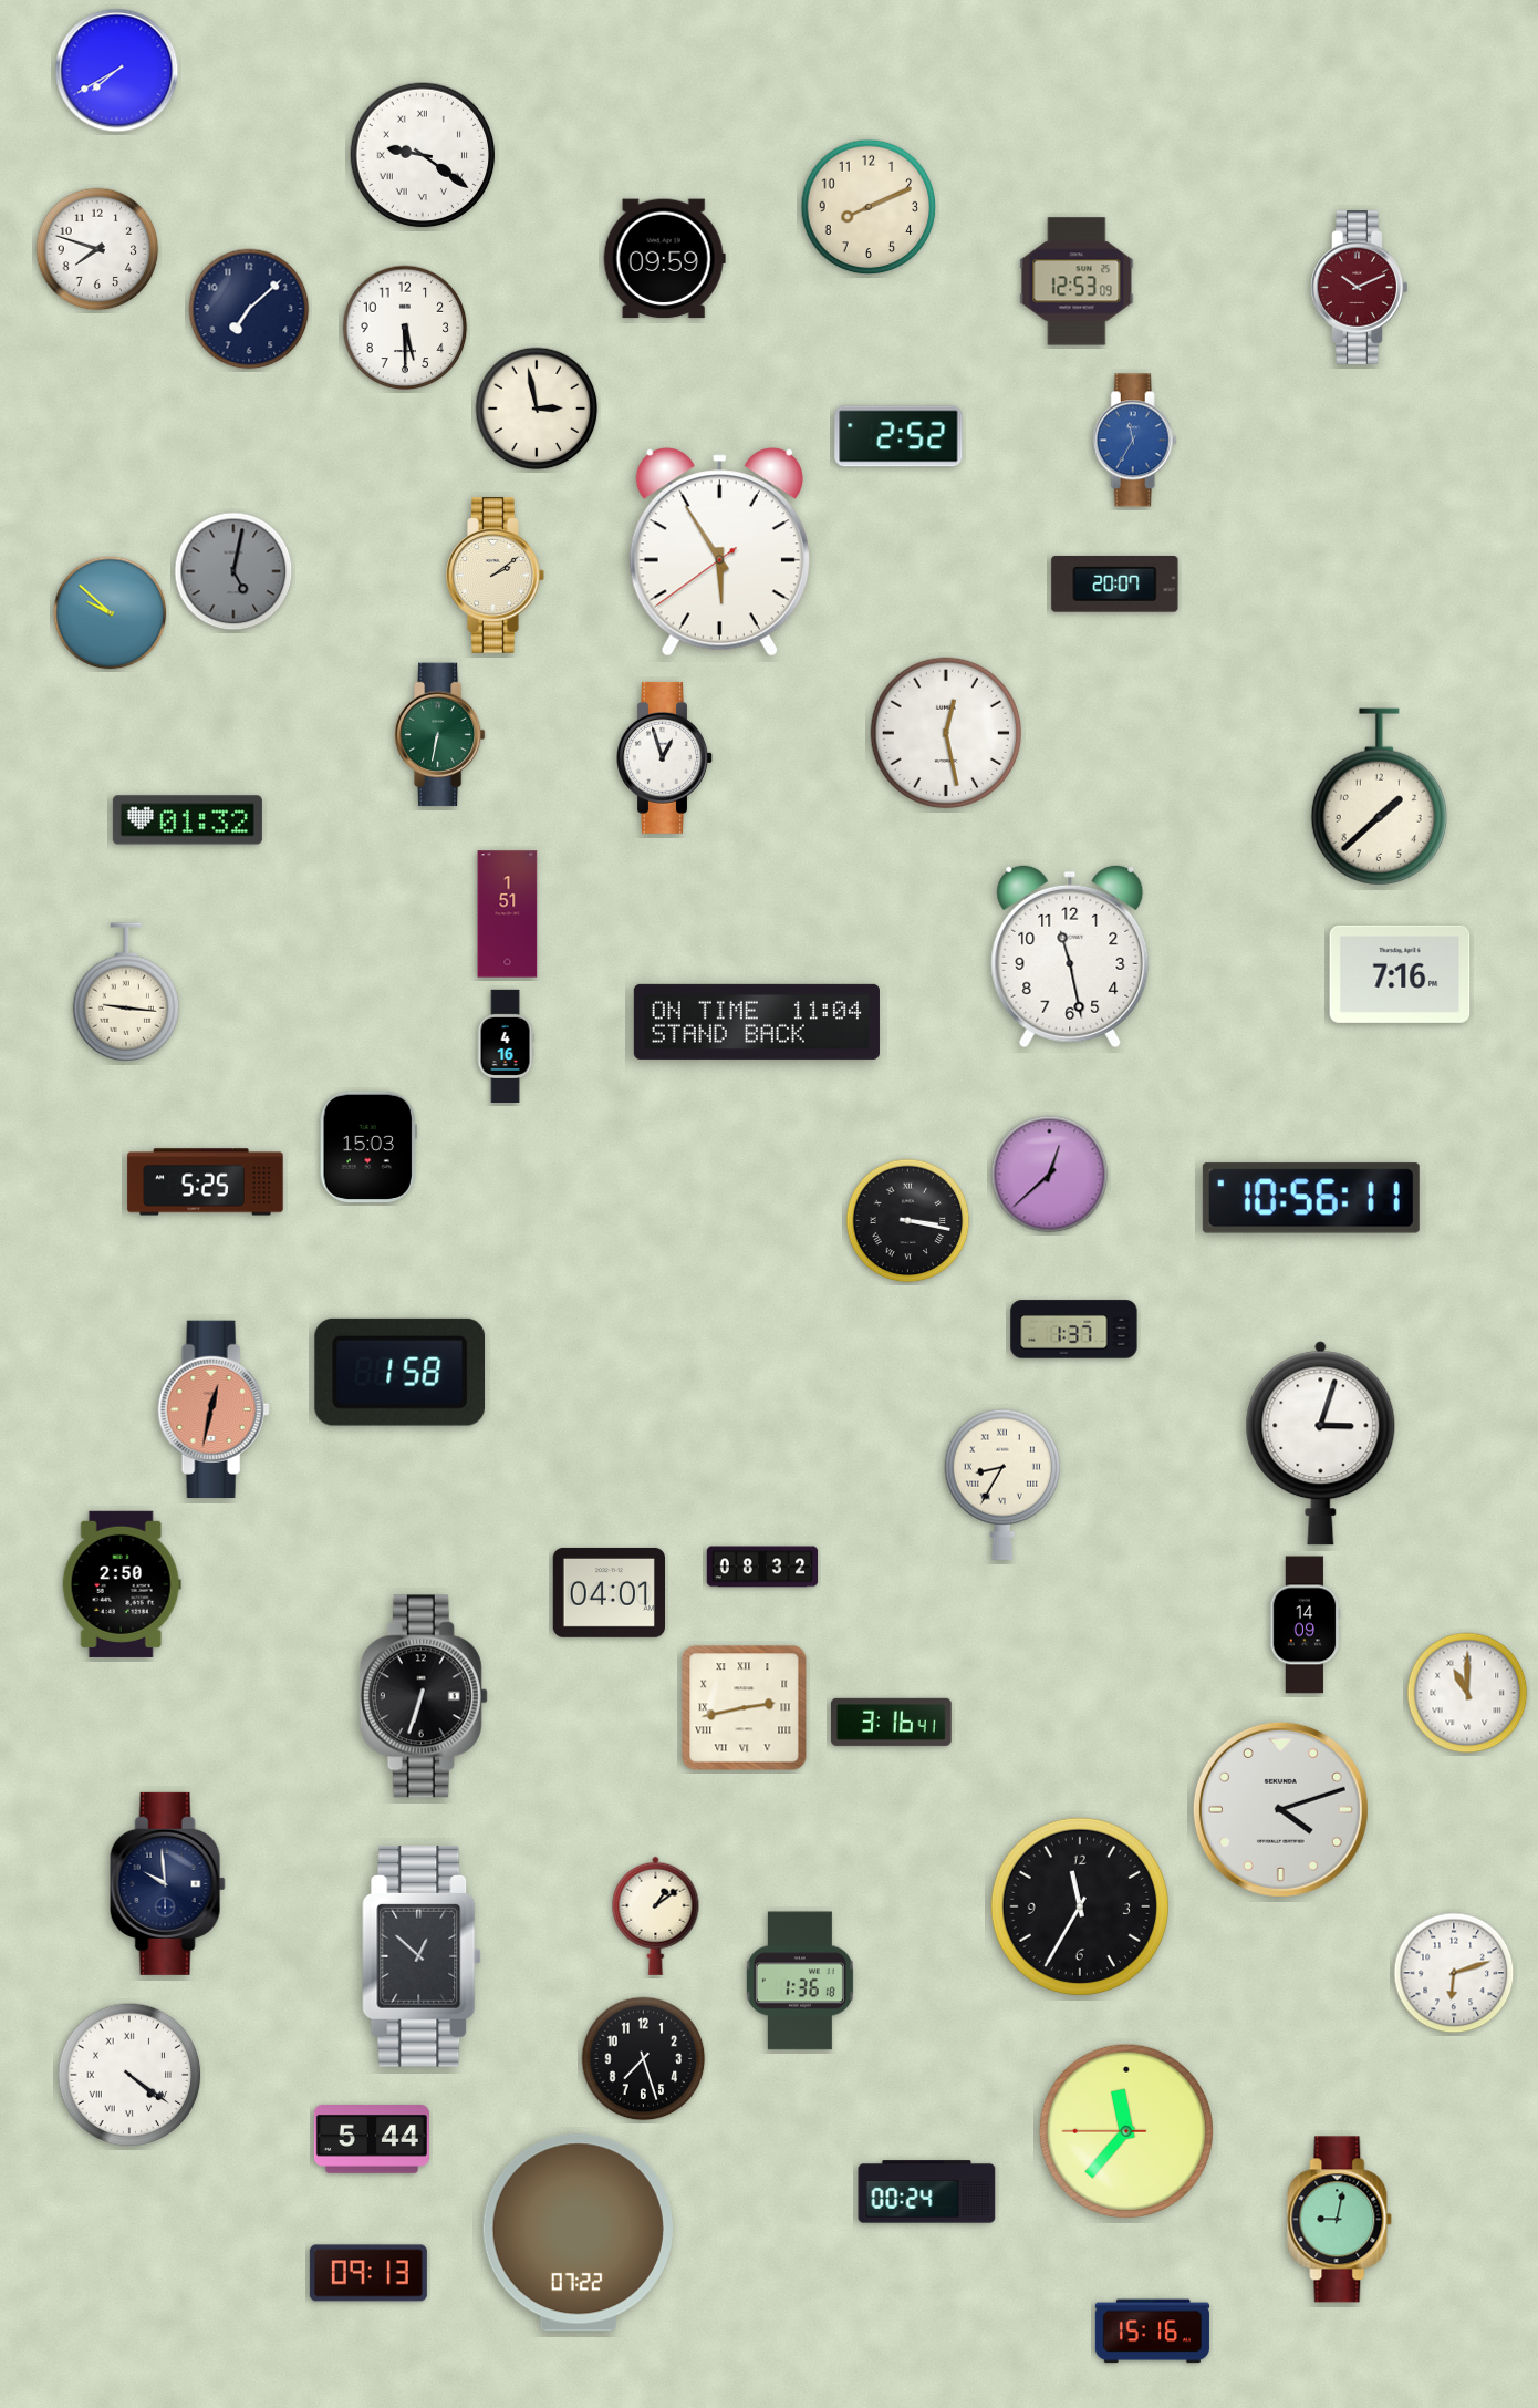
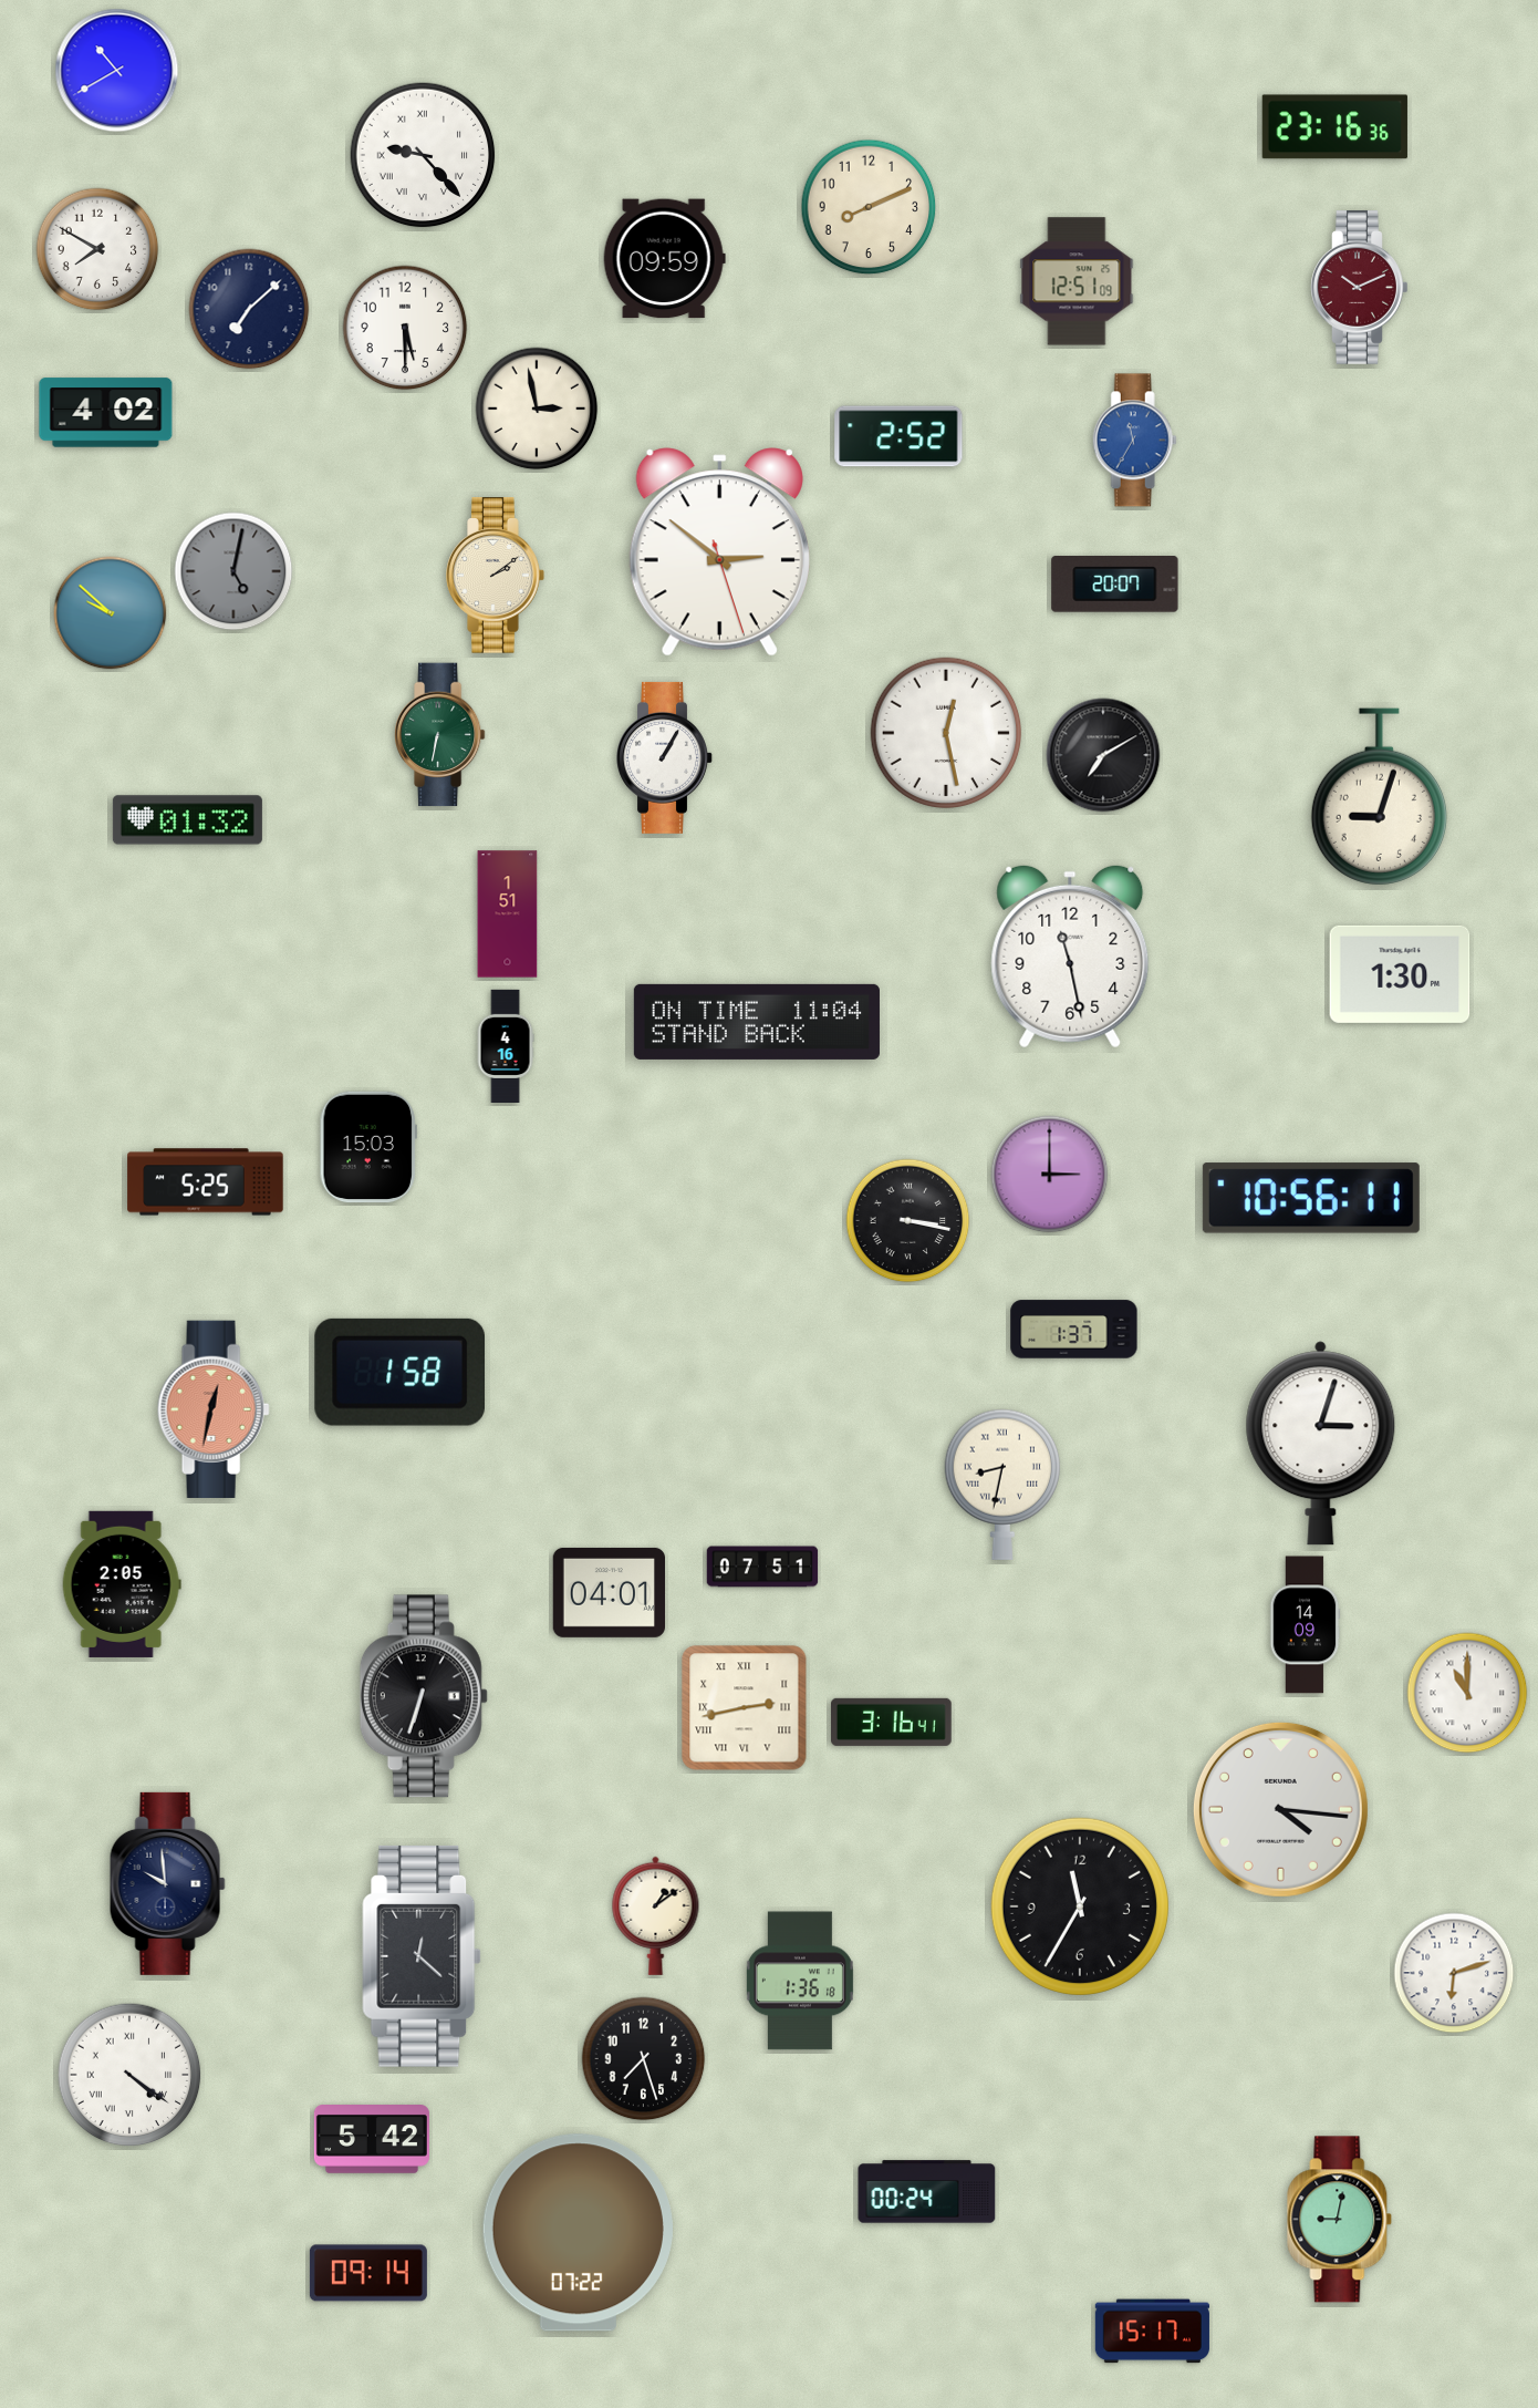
clock at (117, 71): 7:40 -> 10:40
clock at (1334, 127): none -> 23:16
clock at (423, 155): 9:21 -> 9:23
clock at (97, 249): 7:48 -> 7:50
clock at (1077, 281): 12:53 -> 12:51
clock at (106, 413): none -> 4:02
clock at (719, 552): 5:54 -> 2:51
clock at (1103, 755): none -> 7:10
clock at (665, 757): 12:57 -> 1:05
clock at (1379, 797): 1:38 -> 9:03
clock at (1400, 974): 7:16 -> 1:30
clock at (126, 992): 9:16 -> none
clock at (1050, 1175): 12:38 -> 3:00
clock at (1001, 1485): 8:35 -> 8:32
clock at (762, 1567): 08:32 -> 07:51
clock at (122, 1584): 2:50 -> 2:05
clock at (1280, 1809): 4:12 -> 4:16
clock at (422, 1956): 12:52 -> 12:22
clock at (1126, 2131): 11:36 -> none
clock at (372, 2140): 5:44 -> 5:42
clock at (368, 2273): 09:13 -> 09:14
clock at (1152, 2332): 15:16 -> 15:17
